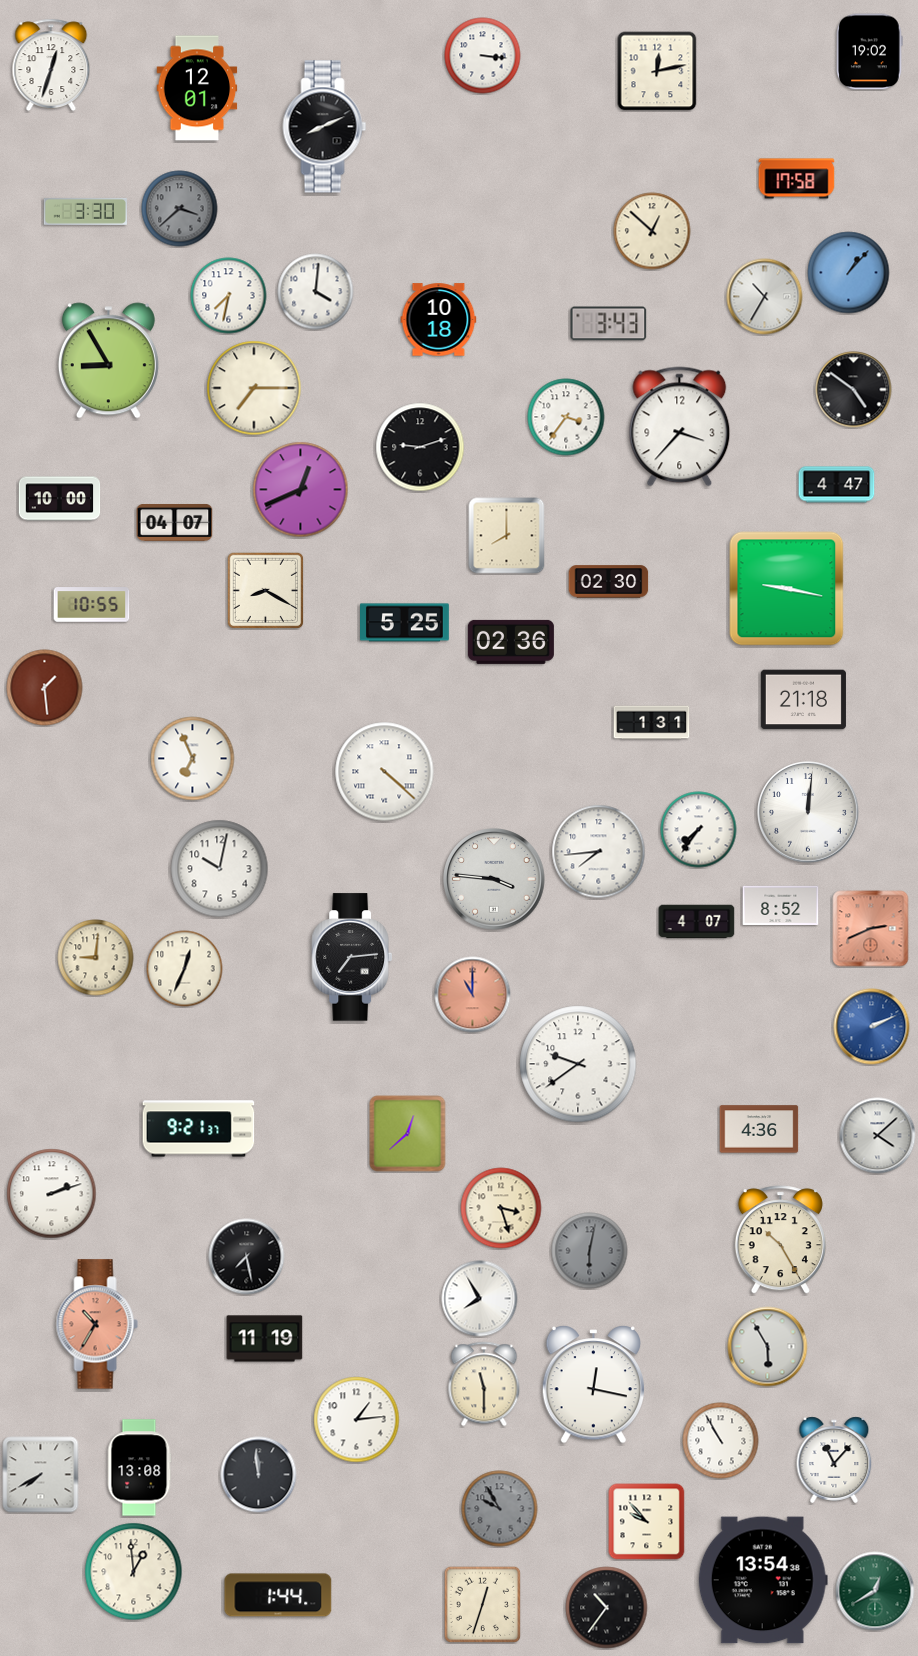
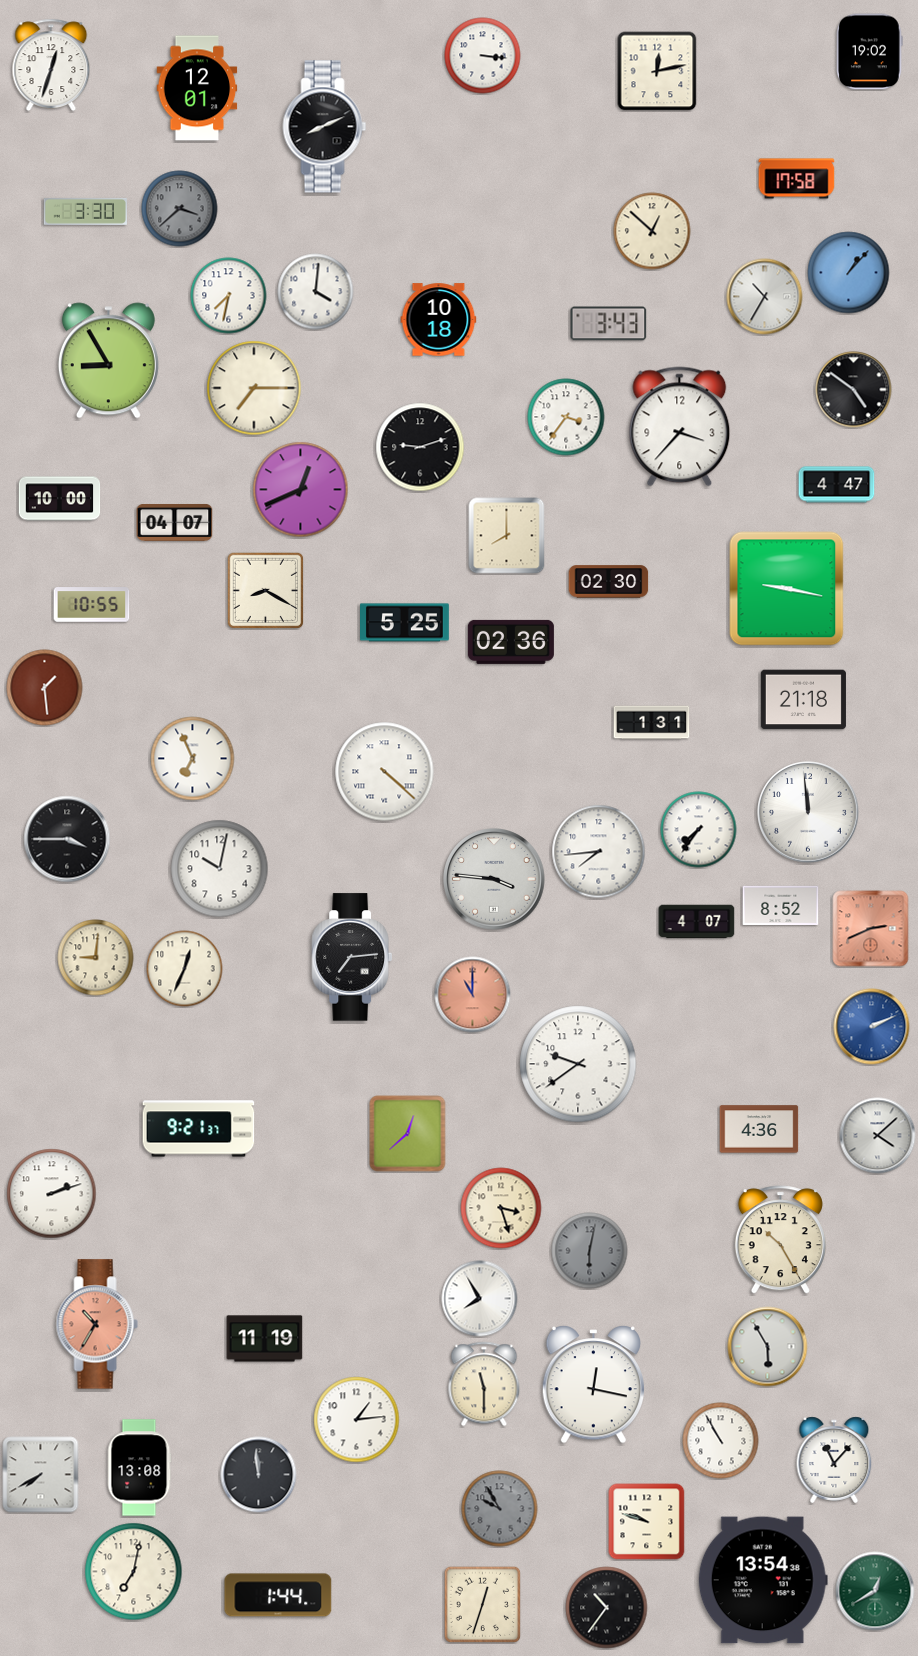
clock at (808, 812): 12:01 -> 11:59
clock at (67, 839): none -> 3:45
clock at (247, 1257): 7:28 -> none
clock at (647, 1522): 9:53 -> 9:48
clock at (134, 1572): 12:59 -> 7:02
